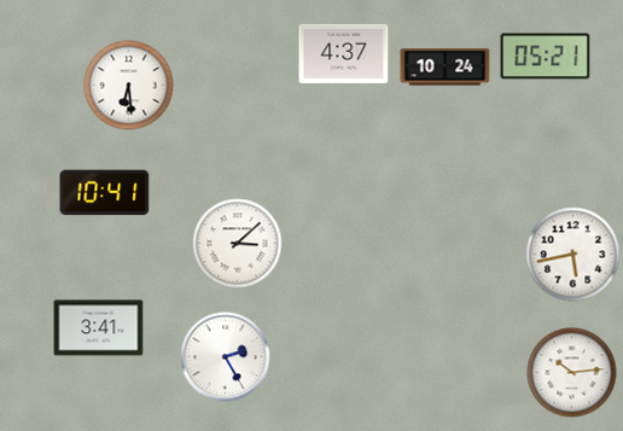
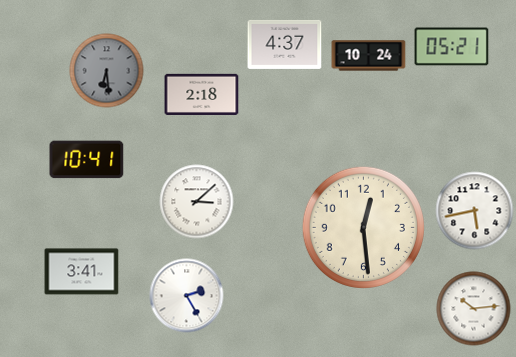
clock at (129, 86) dial: white -> grey
clock at (202, 94): none -> 2:18
clock at (363, 227): none -> 12:29
